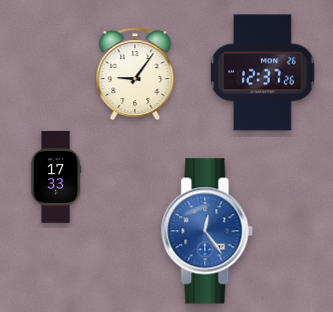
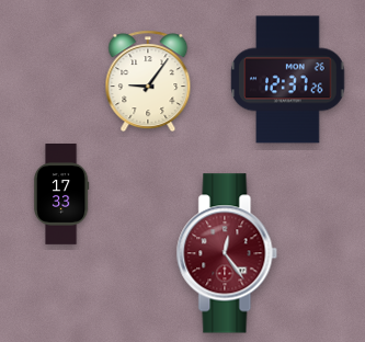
clock at (207, 231) dial: blue -> burgundy
